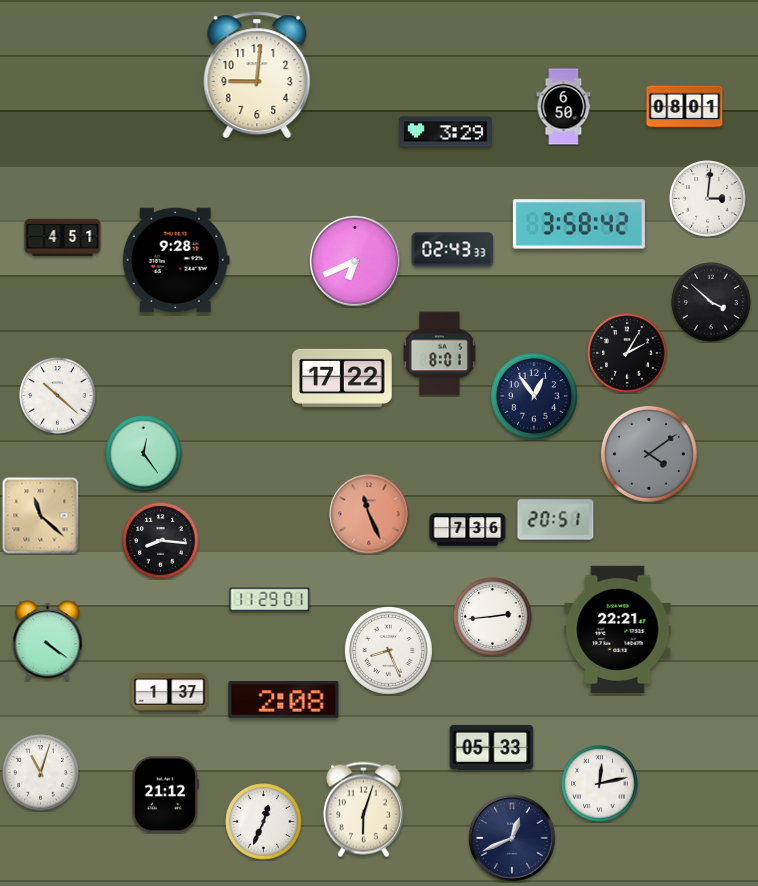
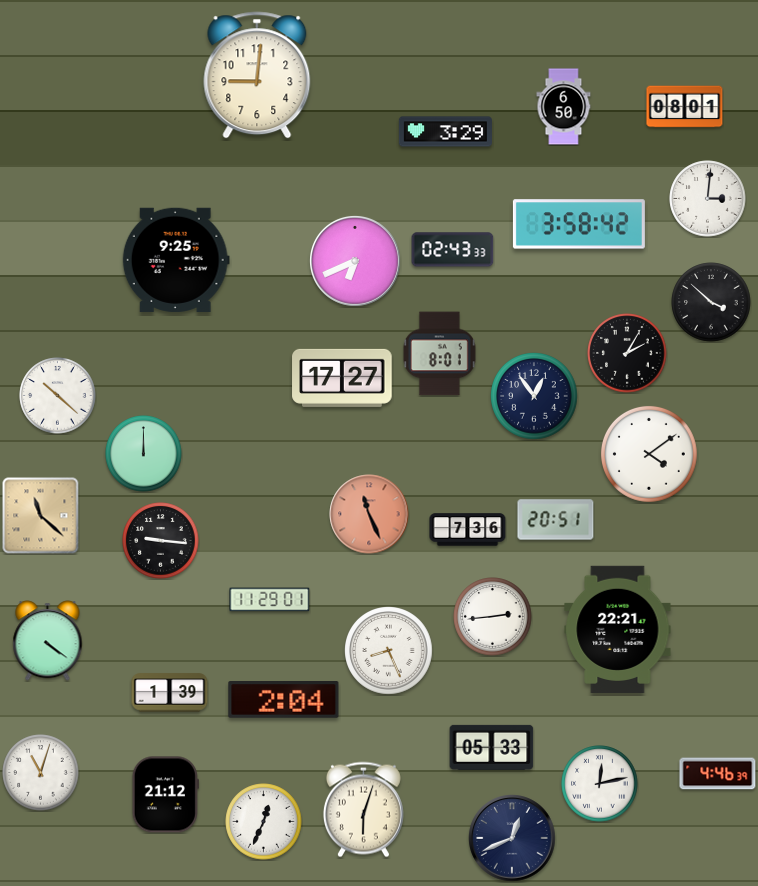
clock at (63, 238): 4:51 -> none
clock at (176, 260): 9:28 -> 9:25
clock at (342, 378): 17:22 -> 17:27
clock at (144, 454): 12:24 -> 12:00
clock at (649, 454) dial: grey -> white
clock at (161, 541): 8:16 -> 9:16
clock at (170, 693): 1:37 -> 1:39
clock at (284, 700): 2:08 -> 2:04
clock at (718, 774): none -> 4:46
